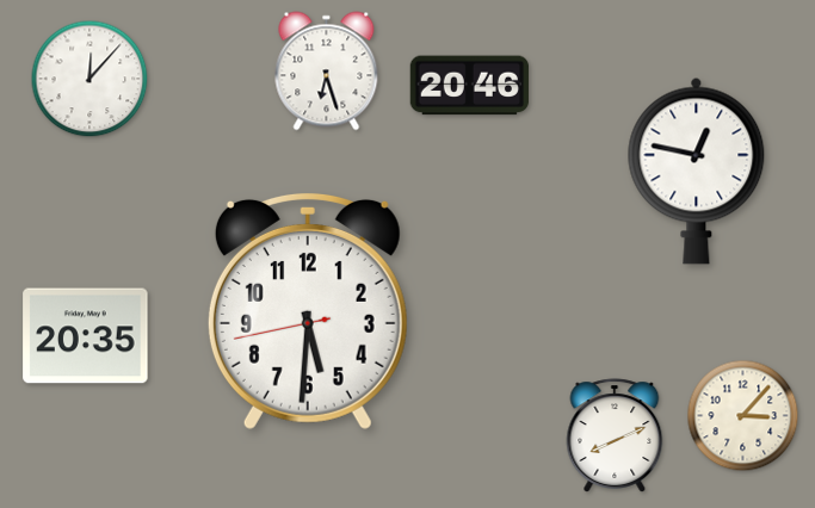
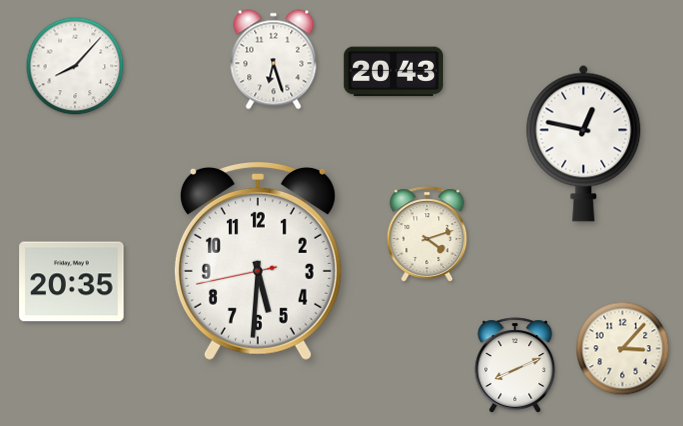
clock at (89, 79): 12:07 -> 8:07
clock at (469, 86): 20:46 -> 20:43
clock at (427, 234): none -> 4:12
